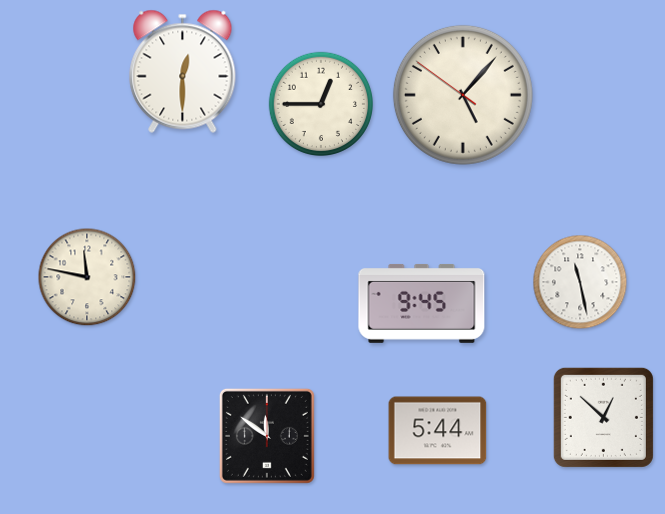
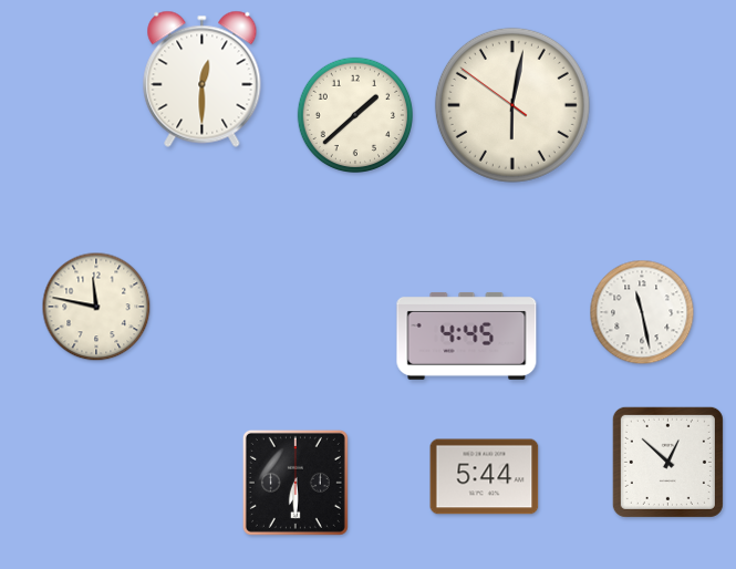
clock at (463, 95): 5:06 -> 6:01
clock at (320, 103): 12:45 -> 1:38
clock at (422, 303): 9:45 -> 4:45
clock at (267, 436): 11:51 -> 6:30
